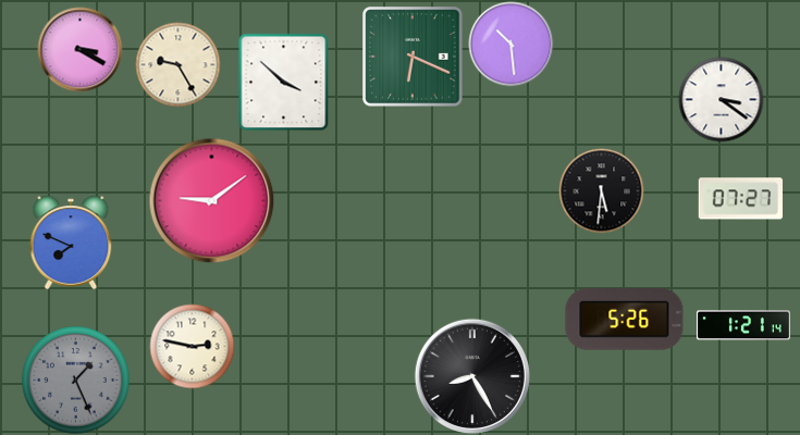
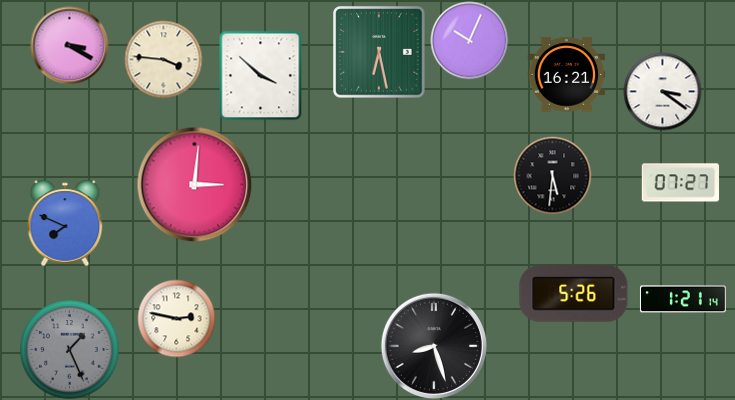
clock at (510, 43): 10:29 -> 10:04
clock at (79, 49) position: (79, 49) -> (69, 45)
clock at (413, 57): 6:19 -> 6:28
clock at (177, 64): 9:25 -> 3:46
clock at (566, 75): none -> 16:21
clock at (211, 200): 9:09 -> 3:01
clock at (472, 376): 8:25 -> 8:27
